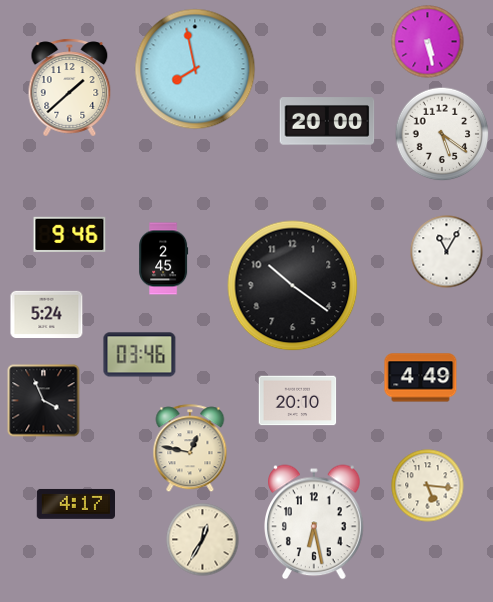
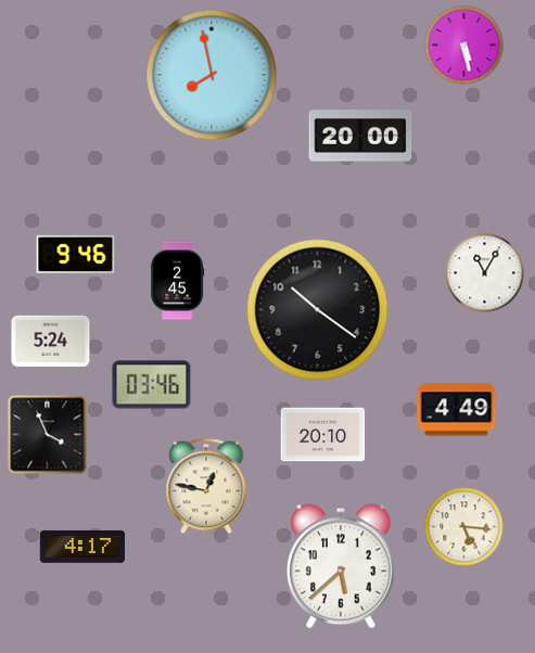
clock at (70, 88): 1:38 -> none
clock at (327, 121) position: (327, 121) -> (360, 136)
clock at (442, 134): 5:21 -> none
clock at (315, 522): 6:28 -> 5:38
clock at (203, 540): 12:35 -> none
